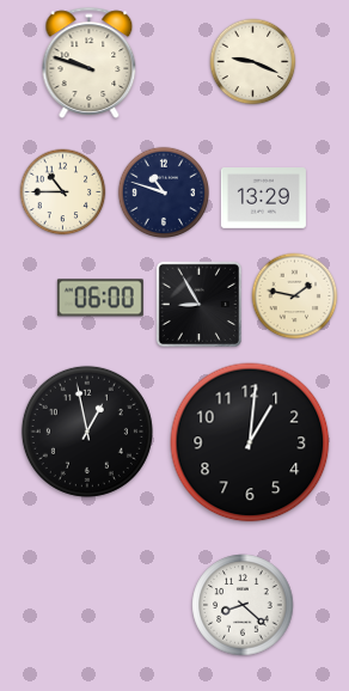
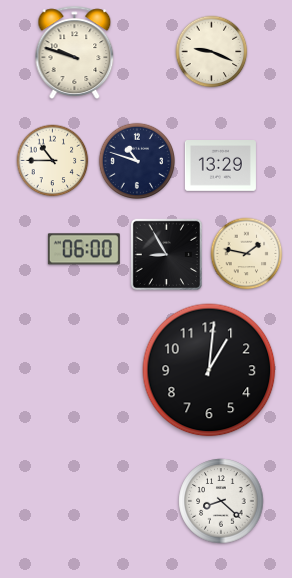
clock at (295, 296) position: (295, 296) -> (247, 254)
clock at (87, 432): 12:58 -> none
clock at (243, 605) position: (243, 605) -> (221, 501)
